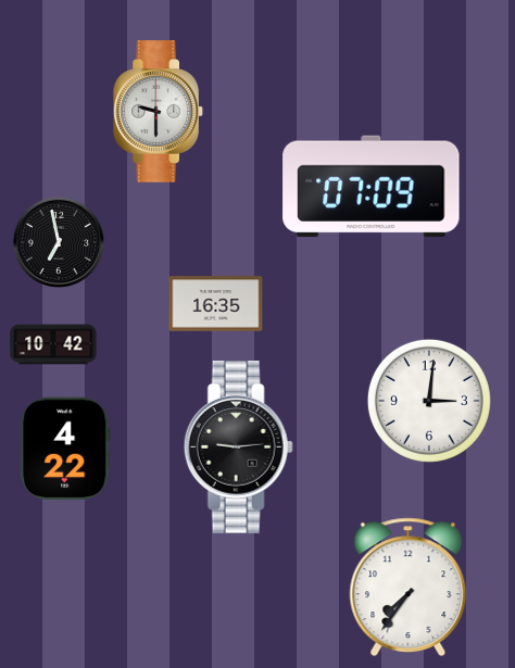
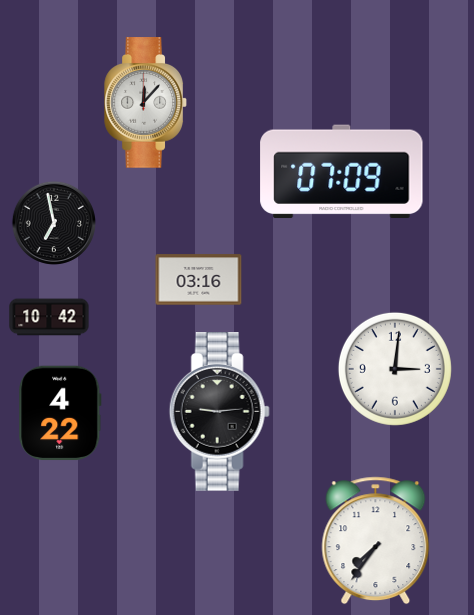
clock at (159, 112): 9:30 -> 12:07
clock at (216, 304): 16:35 -> 03:16
